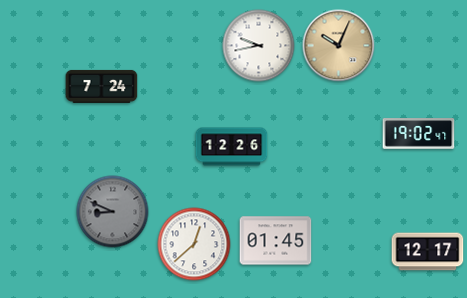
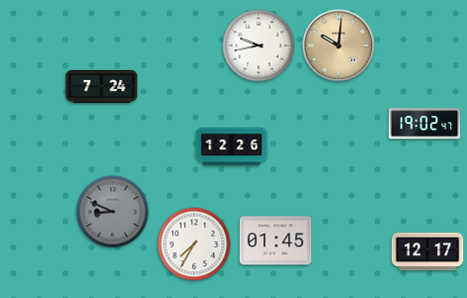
clock at (339, 46): 10:04 -> 10:01
clock at (419, 134) position: (419, 134) -> (425, 124)
clock at (194, 244): 12:38 -> 7:35
